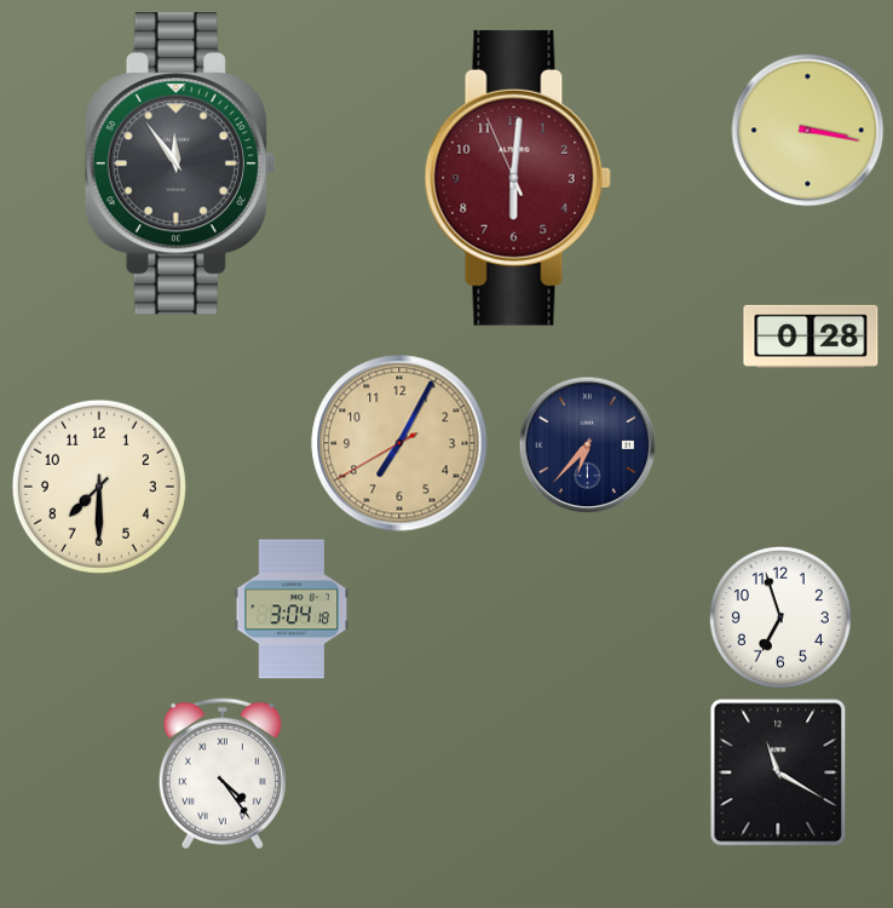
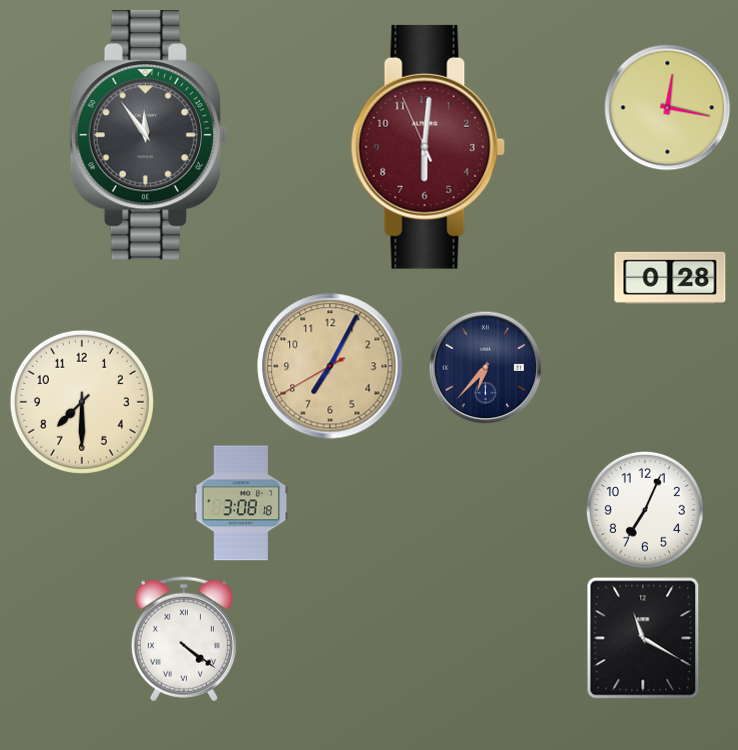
clock at (808, 131): 3:17 -> 12:17
clock at (292, 609): 3:04 -> 3:08
clock at (780, 617): 6:57 -> 7:04
clock at (223, 774): 4:24 -> 4:21
